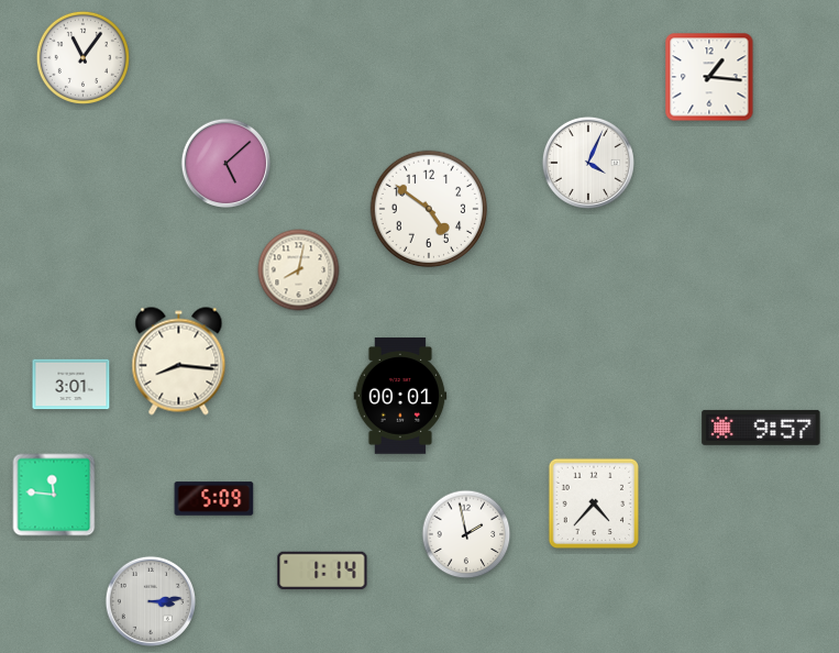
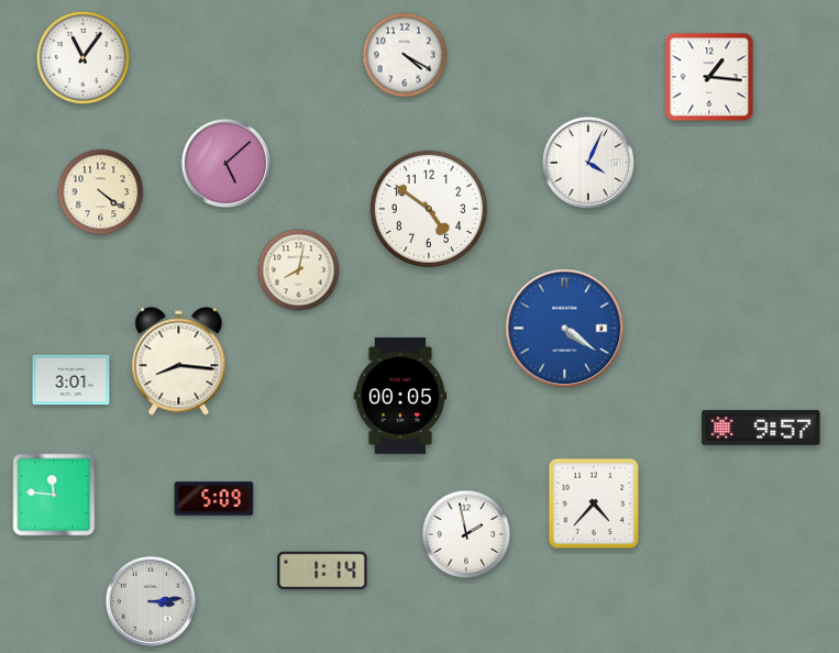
clock at (405, 55): none -> 4:20
clock at (101, 192): none -> 4:21
clock at (565, 329): none -> 4:21
clock at (71, 385) position: (71, 385) -> (71, 380)
clock at (400, 396): 00:01 -> 00:05
